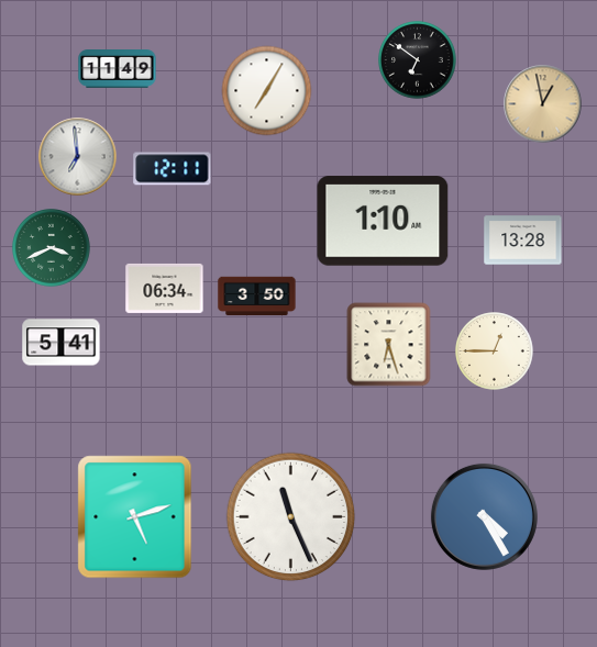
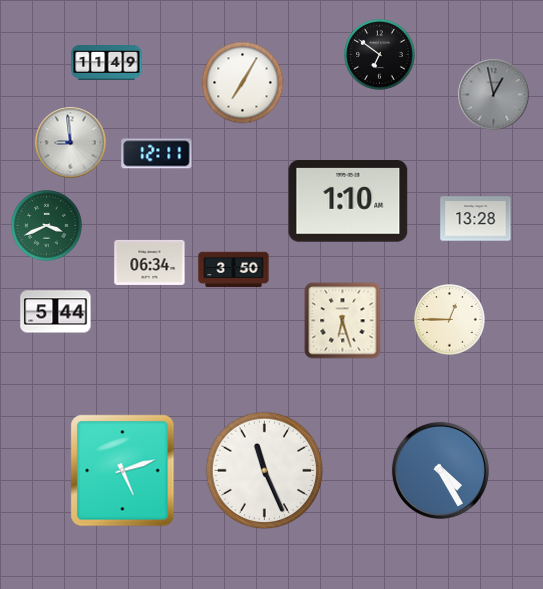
clock at (543, 104) dial: champagne -> grey
clock at (78, 157): 6:59 -> 8:59
clock at (62, 343): 5:41 -> 5:44
clock at (389, 345) position: (389, 345) -> (343, 321)
